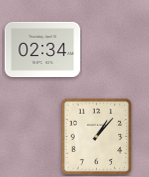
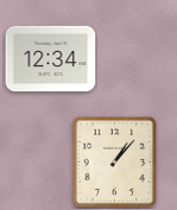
clock at (43, 50): 02:34 -> 12:34
